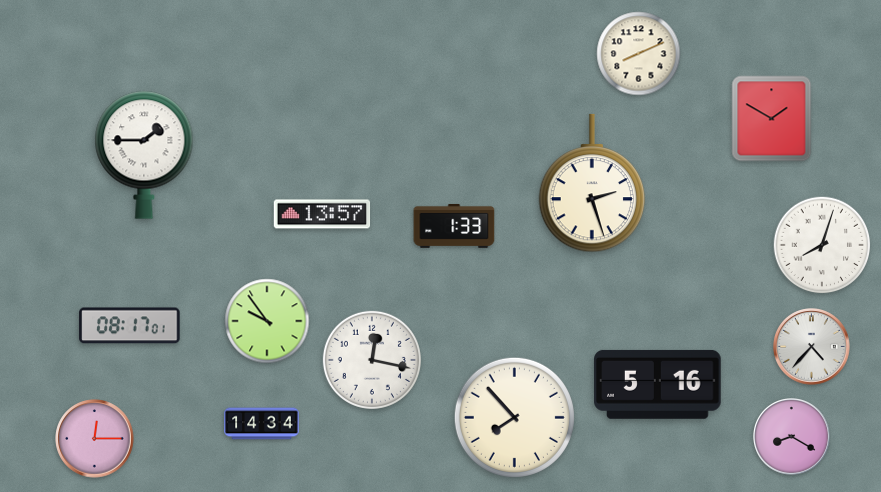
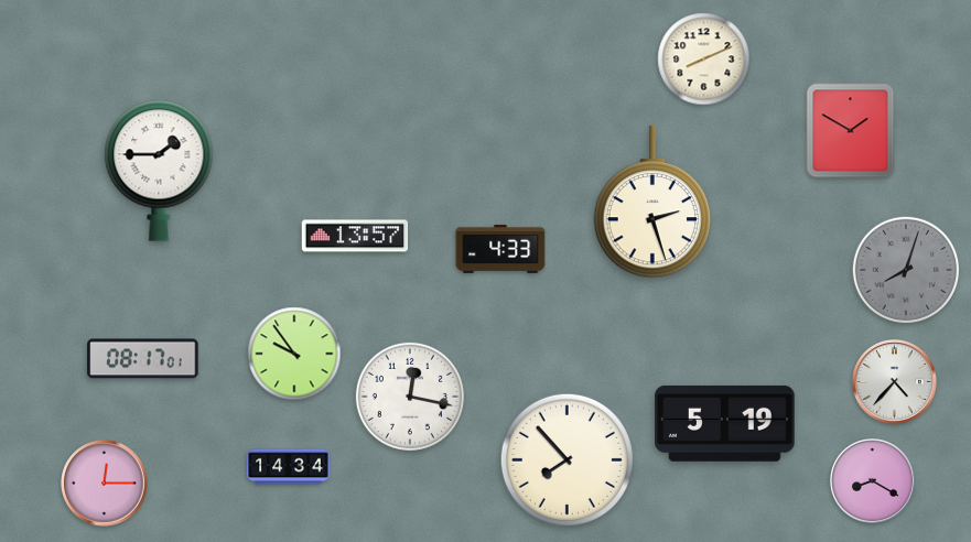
clock at (454, 226): 1:33 -> 4:33
clock at (822, 245) dial: white -> grey
clock at (658, 384): 5:16 -> 5:19
